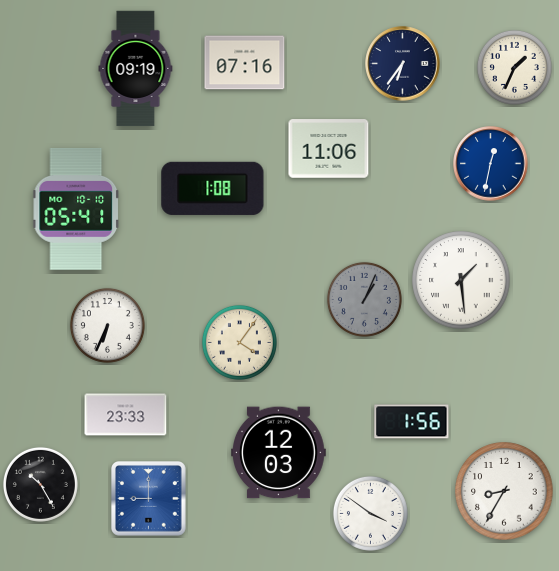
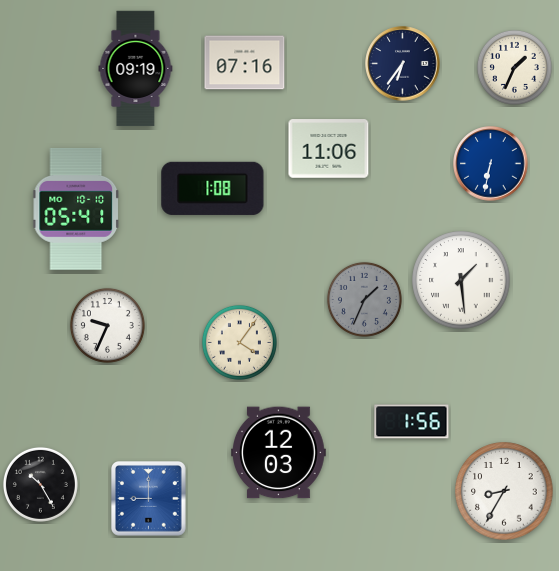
clock at (491, 164): 12:32 -> 6:32
clock at (364, 299): 1:04 -> 1:34
clock at (107, 325): 6:34 -> 9:34
clock at (126, 415): 23:33 -> none
clock at (370, 513): 3:51 -> none
